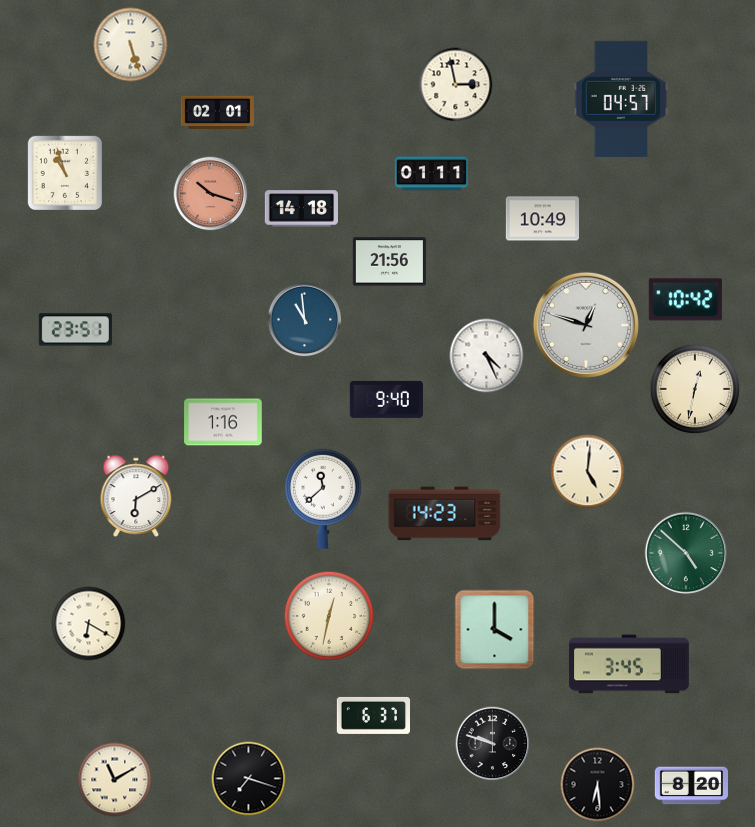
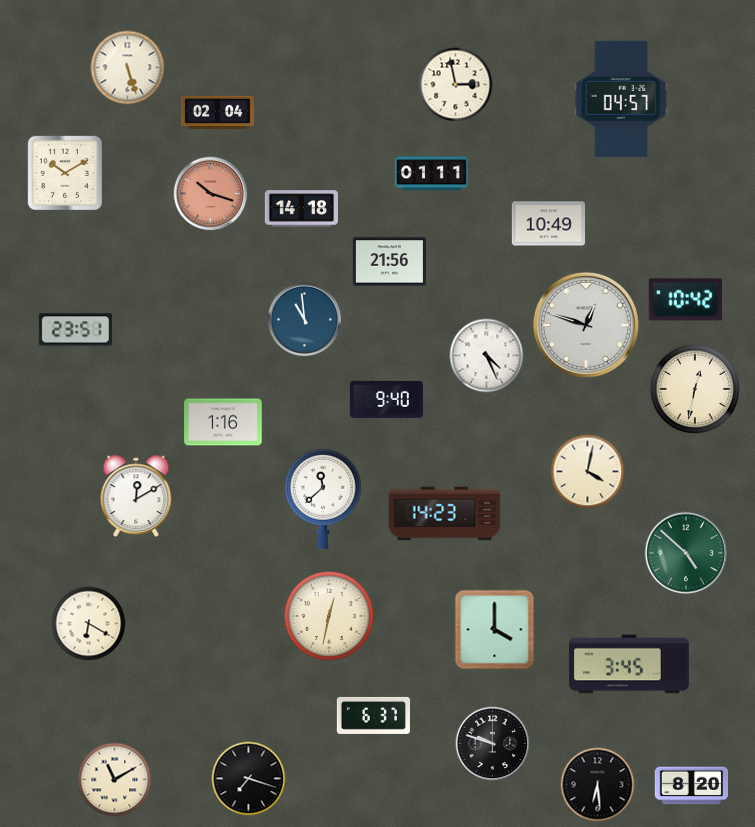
clock at (131, 45) position: (131, 45) -> (128, 68)
clock at (217, 112): 02:01 -> 02:04
clock at (64, 172): 10:57 -> 10:10
clock at (542, 219) position: (542, 219) -> (548, 224)
clock at (588, 472): 5:01 -> 4:02
clock at (136, 496): 6:10 -> 12:10
